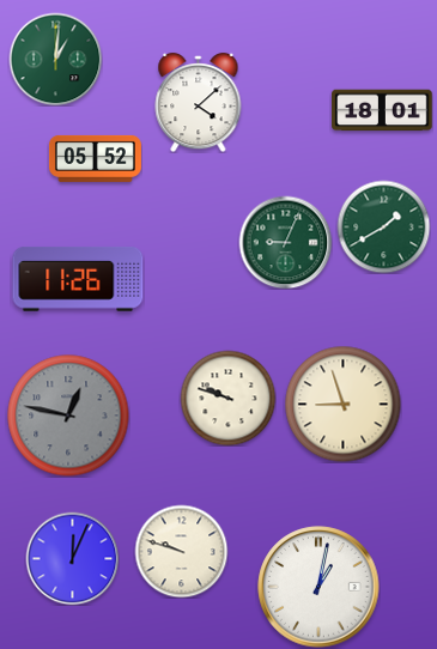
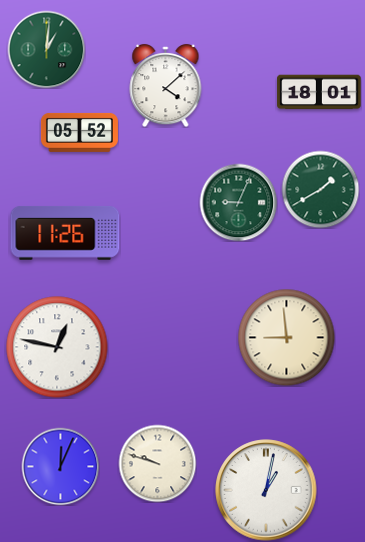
clock at (227, 398): 9:48 -> none
clock at (342, 404): 8:57 -> 8:59
clock at (68, 416) dial: grey -> white
clock at (181, 551) position: (181, 551) -> (157, 463)
